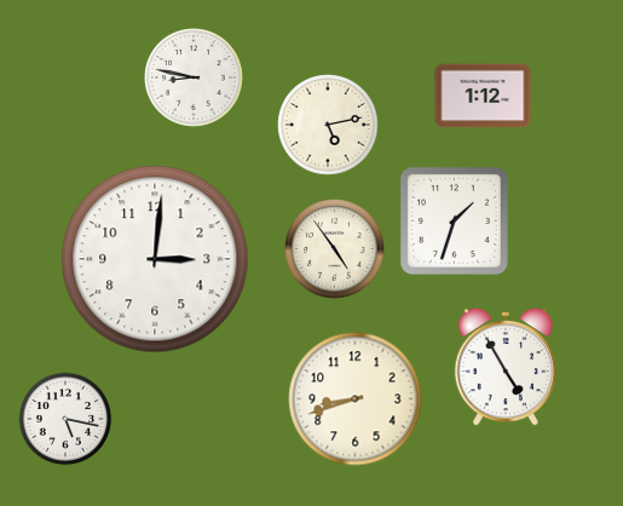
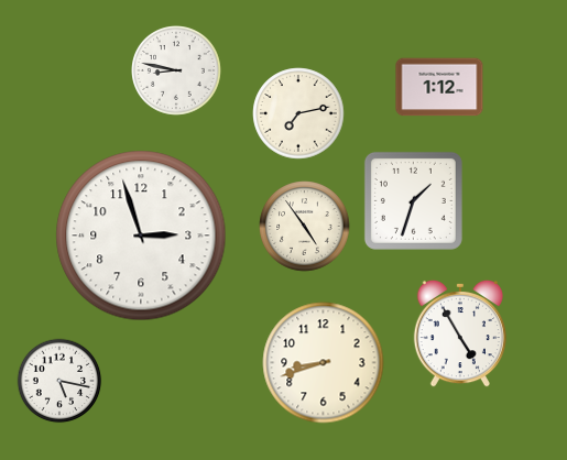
clock at (328, 125): 5:13 -> 7:13
clock at (155, 259): 3:01 -> 2:57
